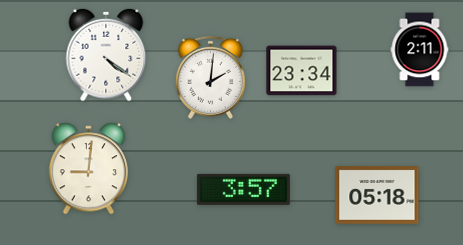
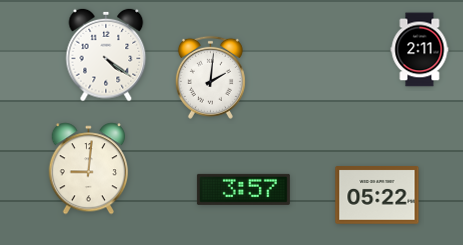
clock at (302, 71): 23:34 -> none
clock at (377, 195): 05:18 -> 05:22
